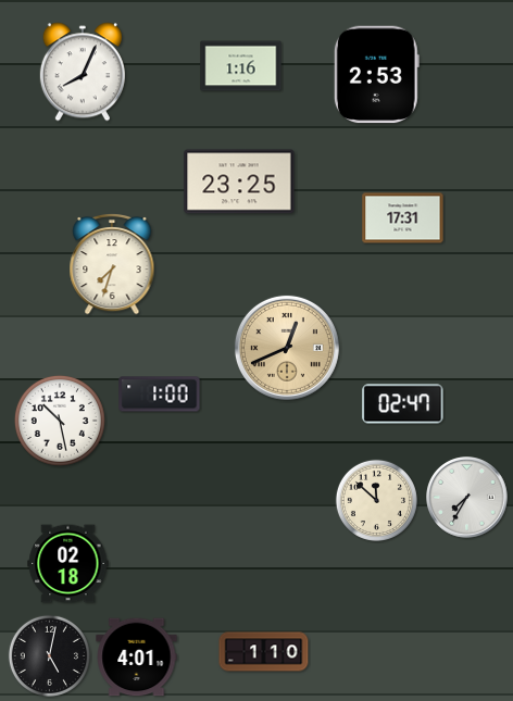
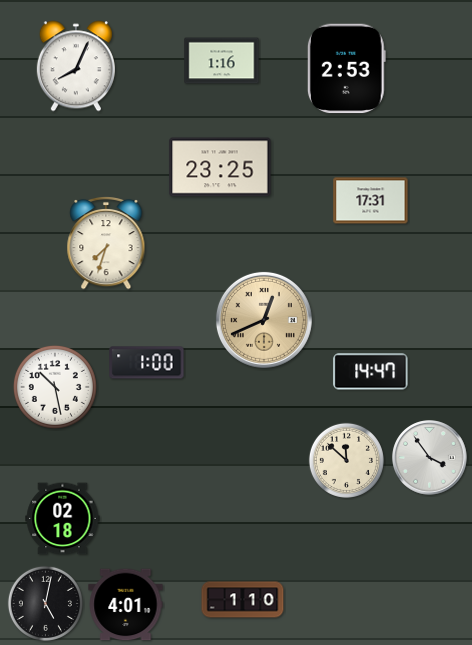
clock at (112, 264) position: (112, 264) -> (106, 243)
clock at (403, 404): 02:47 -> 14:47
clock at (467, 498): 7:35 -> 3:54
